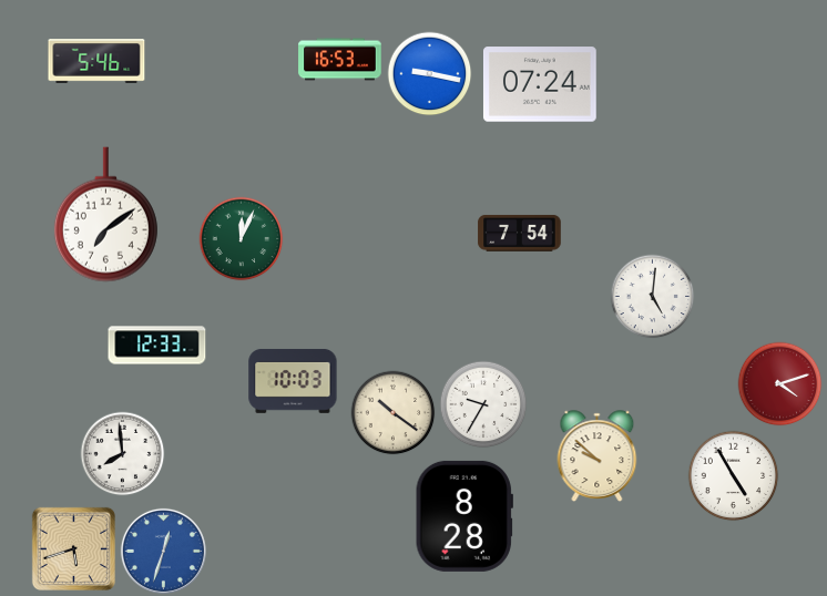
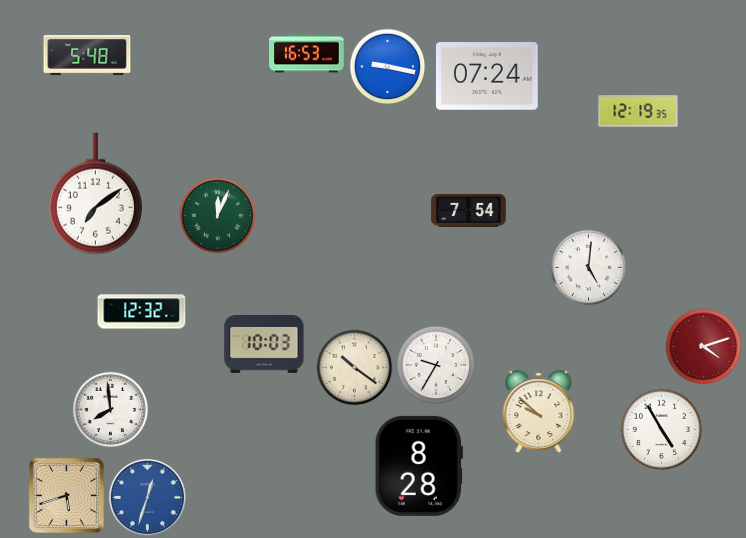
clock at (96, 61): 5:46 -> 5:48
clock at (638, 111): none -> 12:19
clock at (157, 346): 12:33 -> 12:32
clock at (394, 413) position: (394, 413) -> (355, 368)
